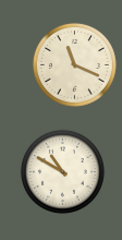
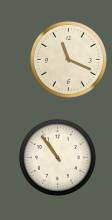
clock at (62, 171): 10:50 -> 10:54
